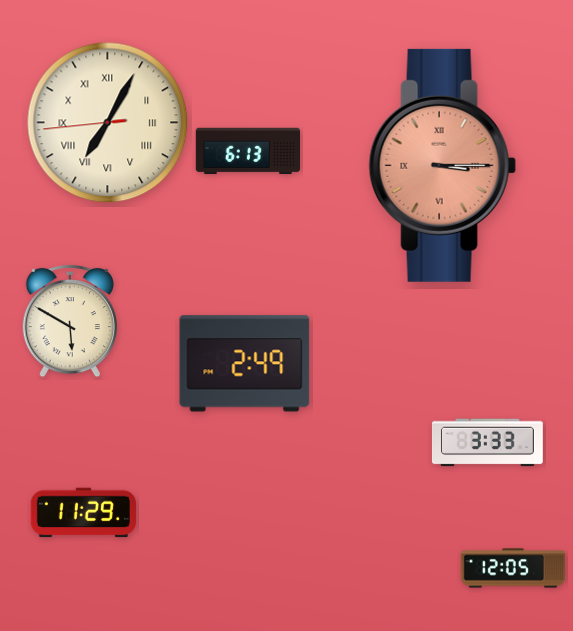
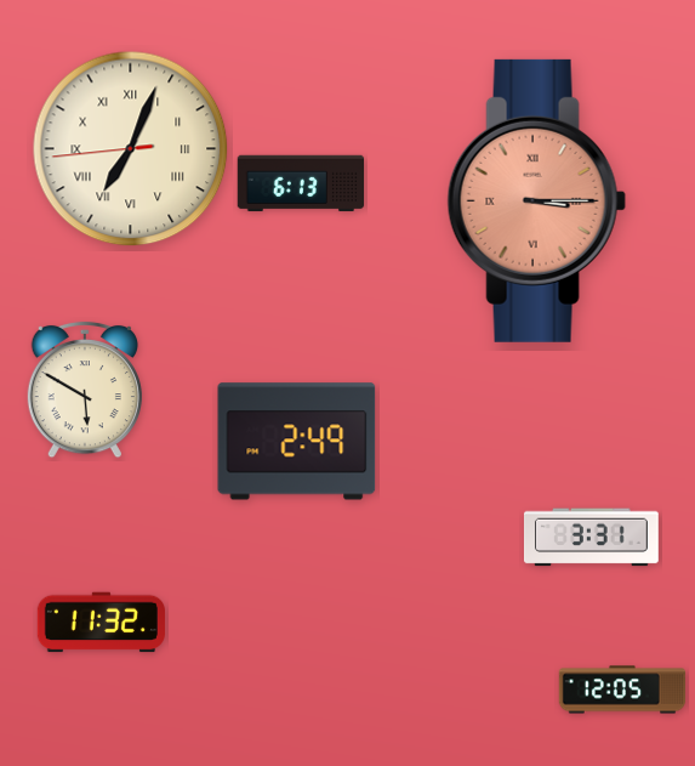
clock at (108, 123): 7:04 -> 7:03
clock at (487, 443): 3:33 -> 3:31
clock at (83, 513): 11:29 -> 11:32
